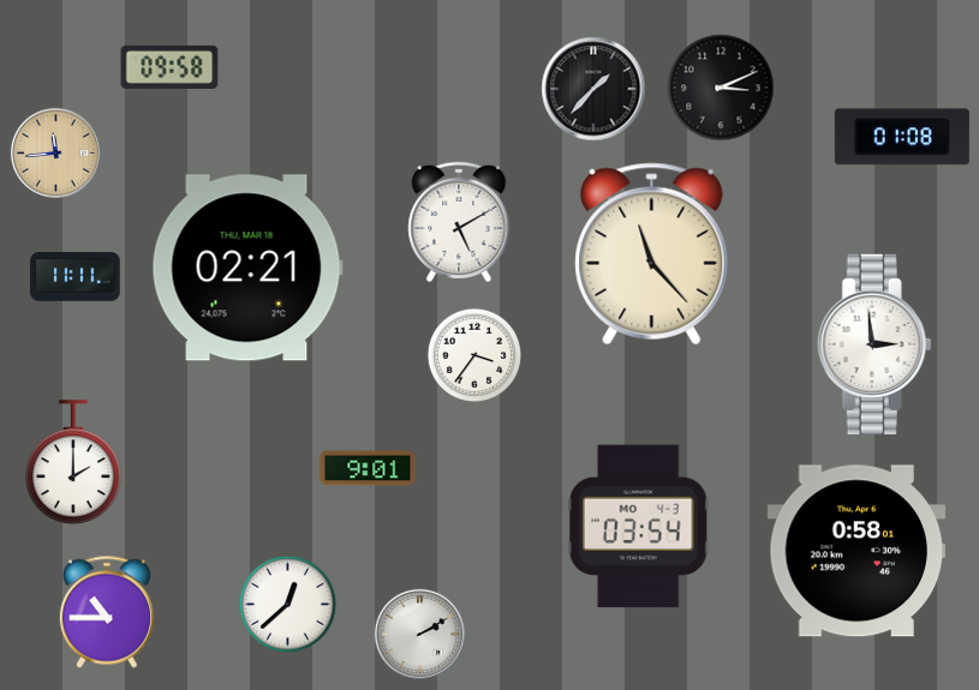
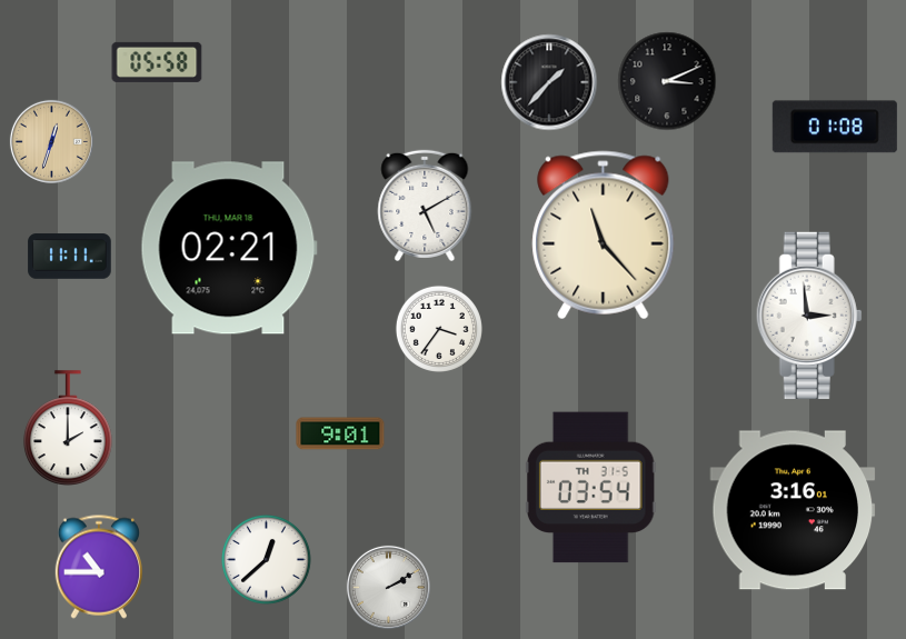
clock at (169, 67): 09:58 -> 05:58
clock at (55, 152): 11:44 -> 12:33
clock at (874, 344) position: (874, 344) -> (809, 316)
clock at (638, 527) date: MO 4-3 -> TH 31-5
clock at (856, 551): 0:58 -> 3:16
